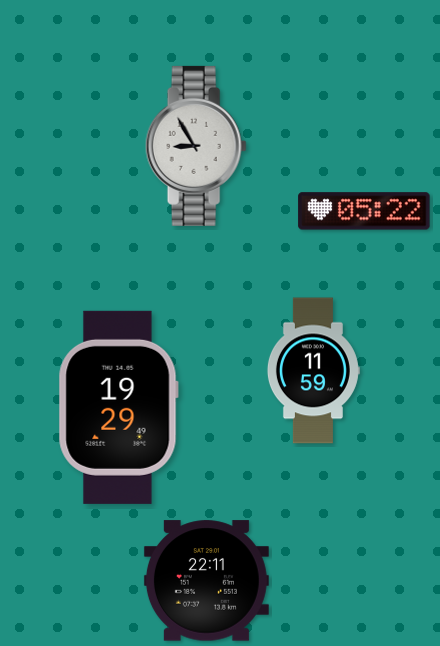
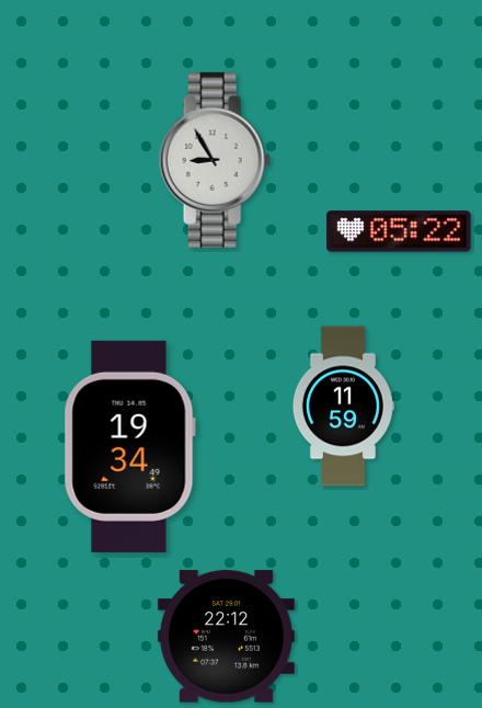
clock at (118, 407): 19:29 -> 19:34
clock at (206, 581): 22:11 -> 22:12
